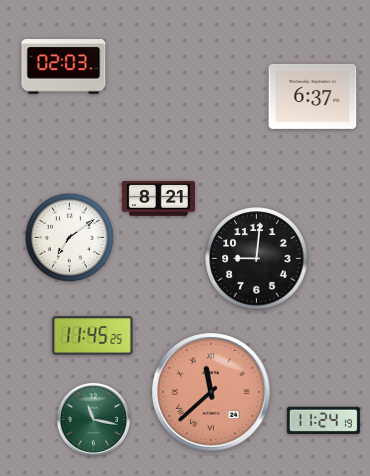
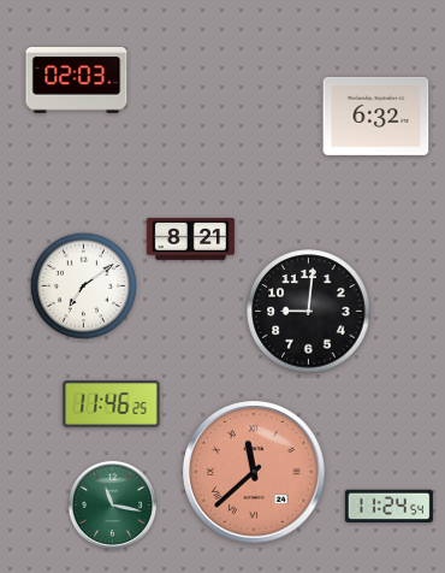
clock at (313, 96): 6:37 -> 6:32
clock at (93, 336): 11:45 -> 11:46
clock at (323, 420): 11:24:19 -> 11:24:54
